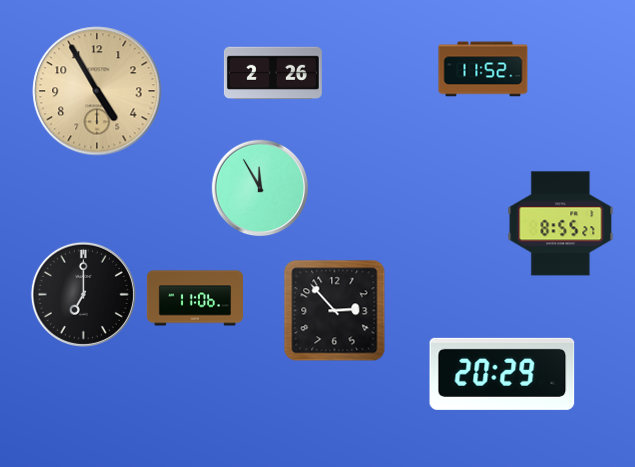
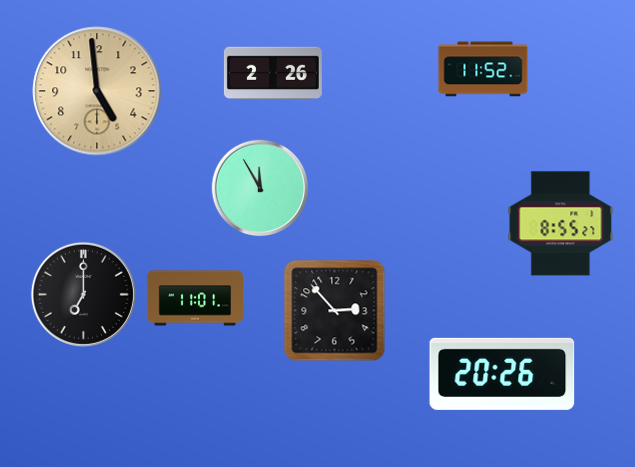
clock at (97, 91): 4:55 -> 4:59
clock at (194, 298): 11:06 -> 11:01
clock at (502, 374): 20:29 -> 20:26
